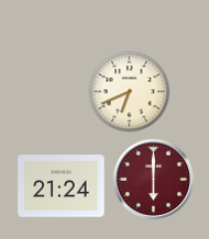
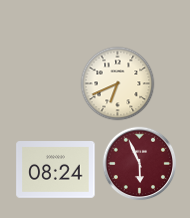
clock at (154, 180): 6:00 -> 5:56
clock at (62, 186): 21:24 -> 08:24
